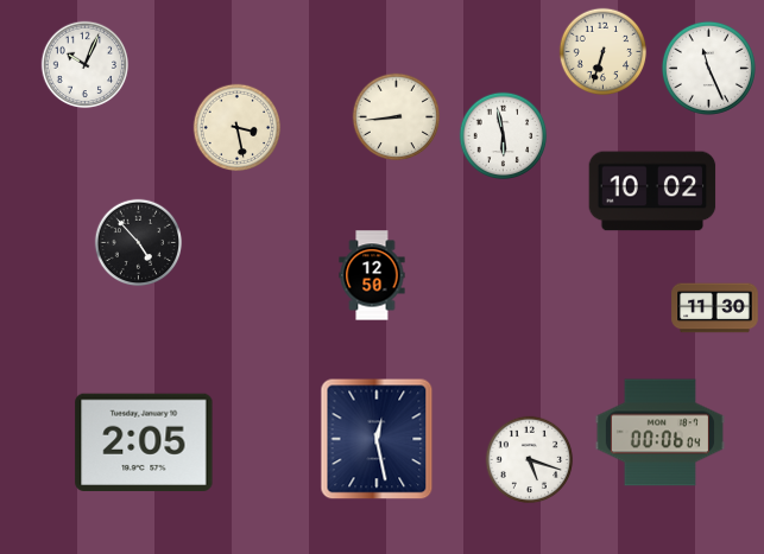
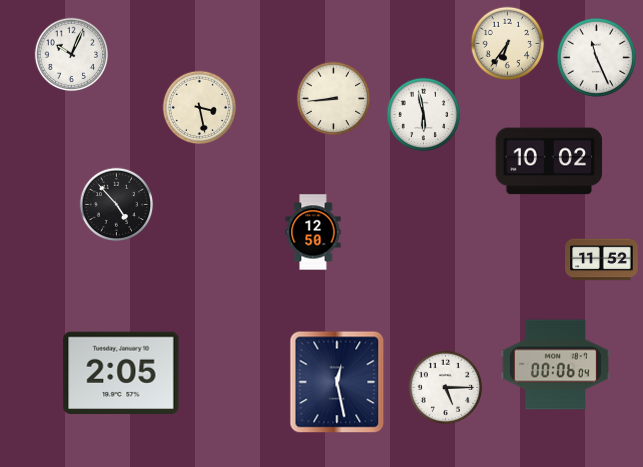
clock at (604, 52): 6:33 -> 6:36
clock at (715, 308): 11:30 -> 11:52
clock at (377, 439) position: (377, 439) -> (337, 382)
clock at (530, 460): 5:18 -> 5:15
